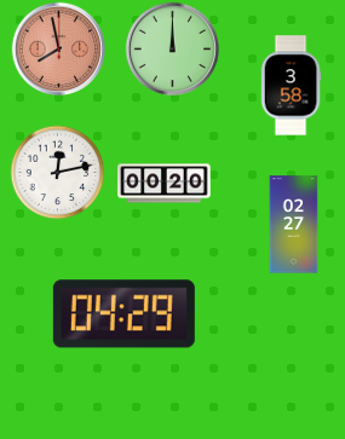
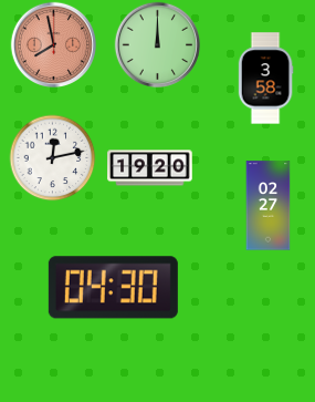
clock at (165, 184): 00:20 -> 19:20
clock at (123, 314): 04:29 -> 04:30
